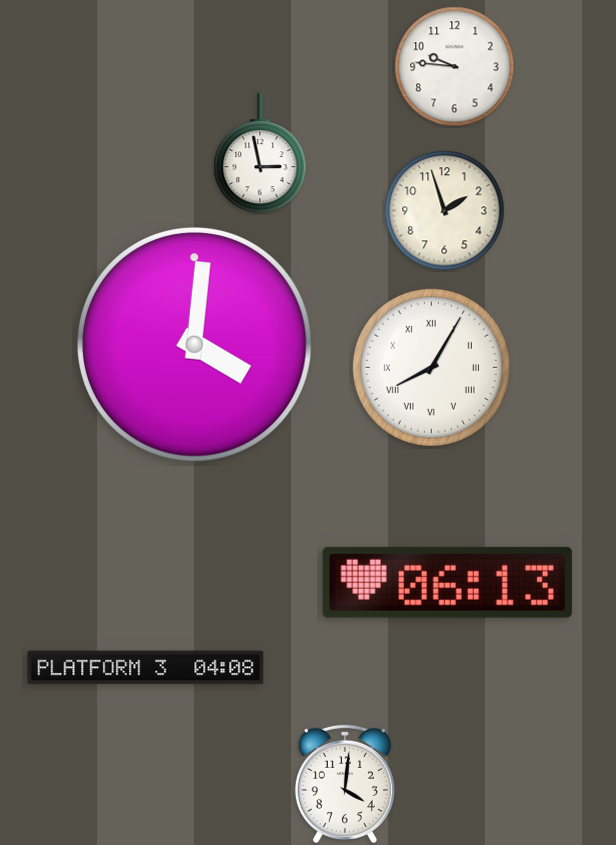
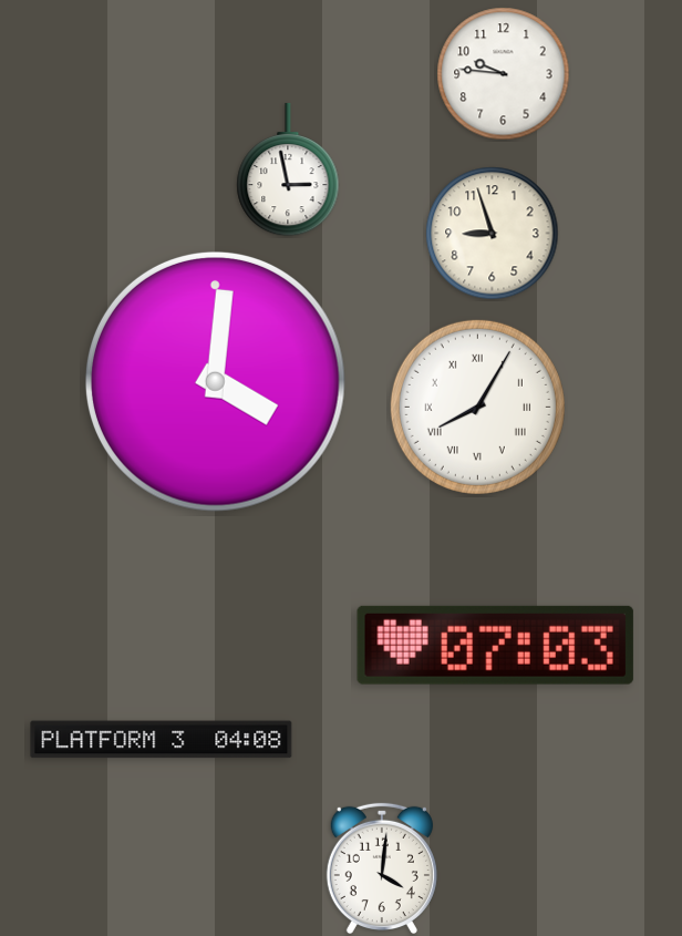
clock at (445, 211): 1:57 -> 8:57
clock at (447, 582): 06:13 -> 07:03
